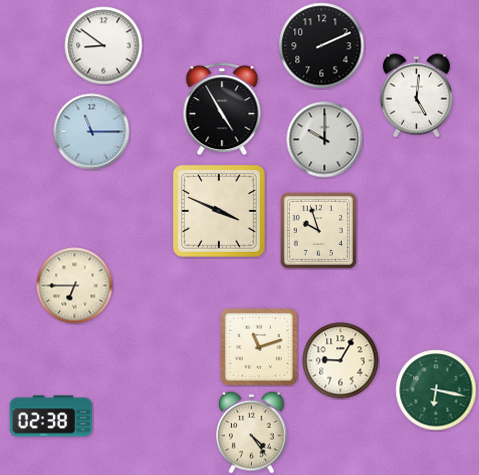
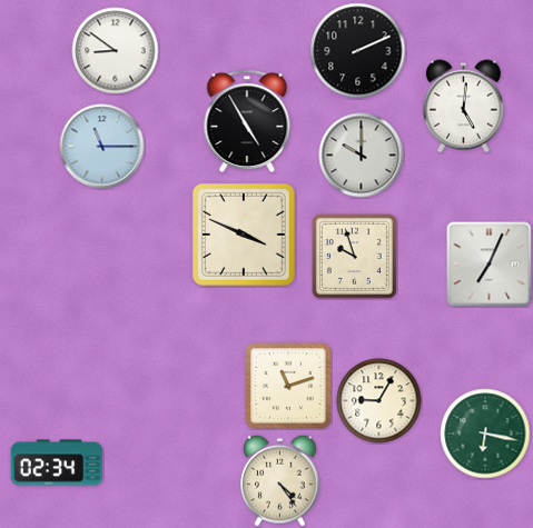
clock at (490, 265): none -> 7:04
clock at (75, 286): 6:45 -> none
clock at (51, 416): 02:38 -> 02:34
